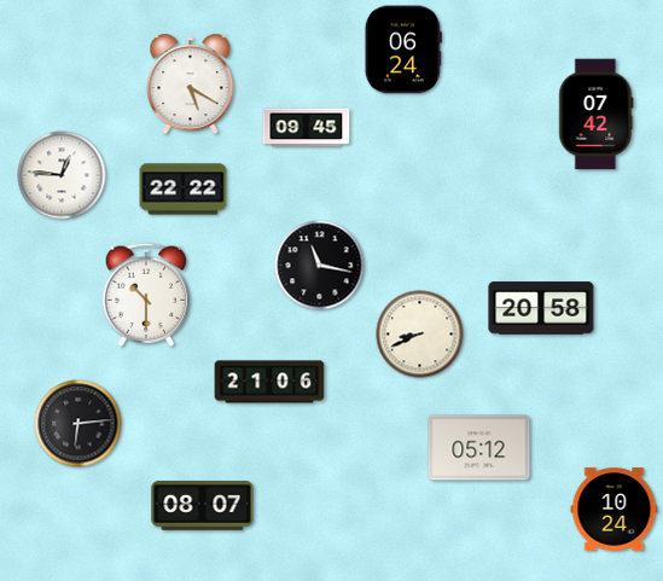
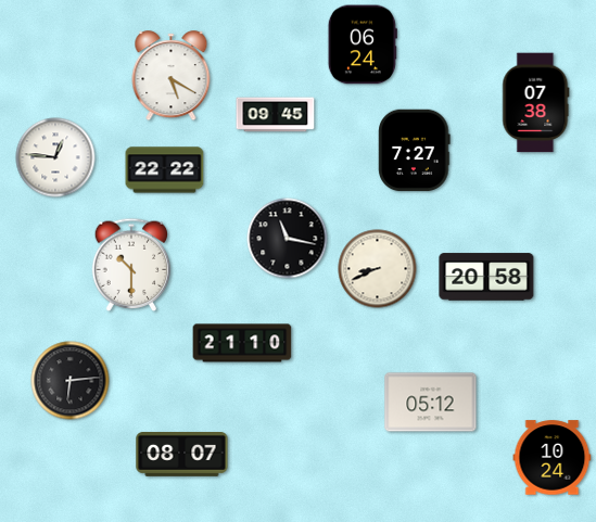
clock at (597, 115): 07:42 -> 07:38
clock at (415, 151): none -> 7:27
clock at (420, 335) position: (420, 335) -> (378, 269)
clock at (269, 382): 21:06 -> 21:10
